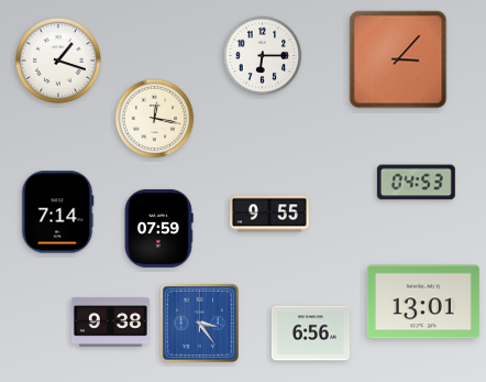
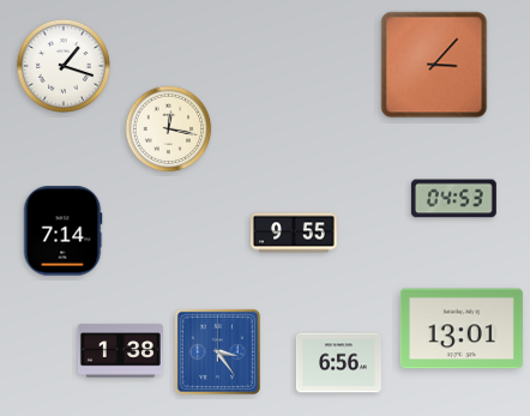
clock at (263, 56): 6:15 -> none
clock at (158, 228): 07:59 -> none
clock at (110, 323): 9:38 -> 1:38
